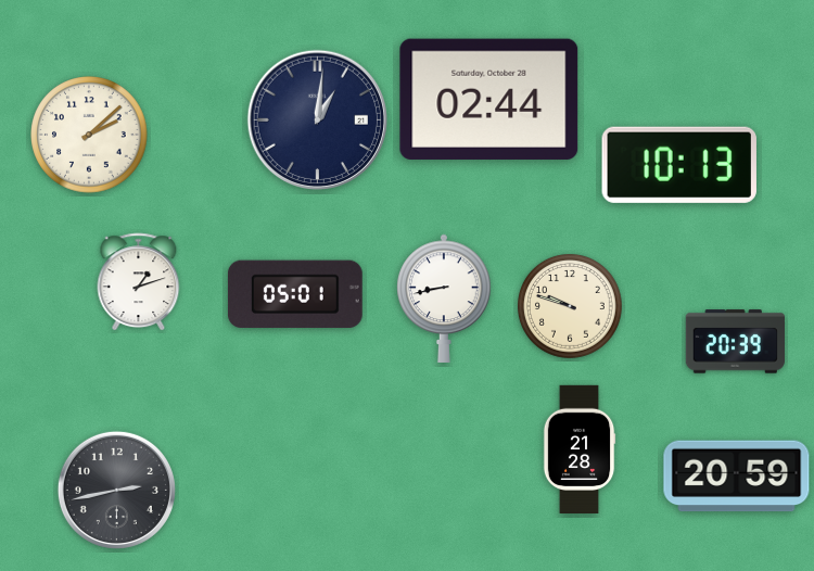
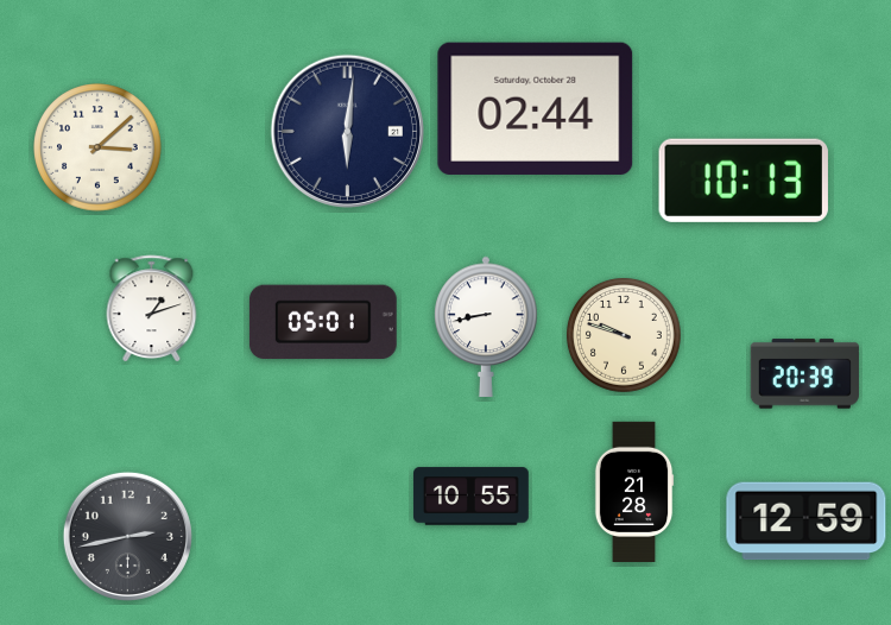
clock at (317, 119): 1:01 -> 6:01
clock at (89, 135): 2:08 -> 3:08
clock at (472, 497): none -> 10:55
clock at (737, 477): 20:59 -> 12:59
